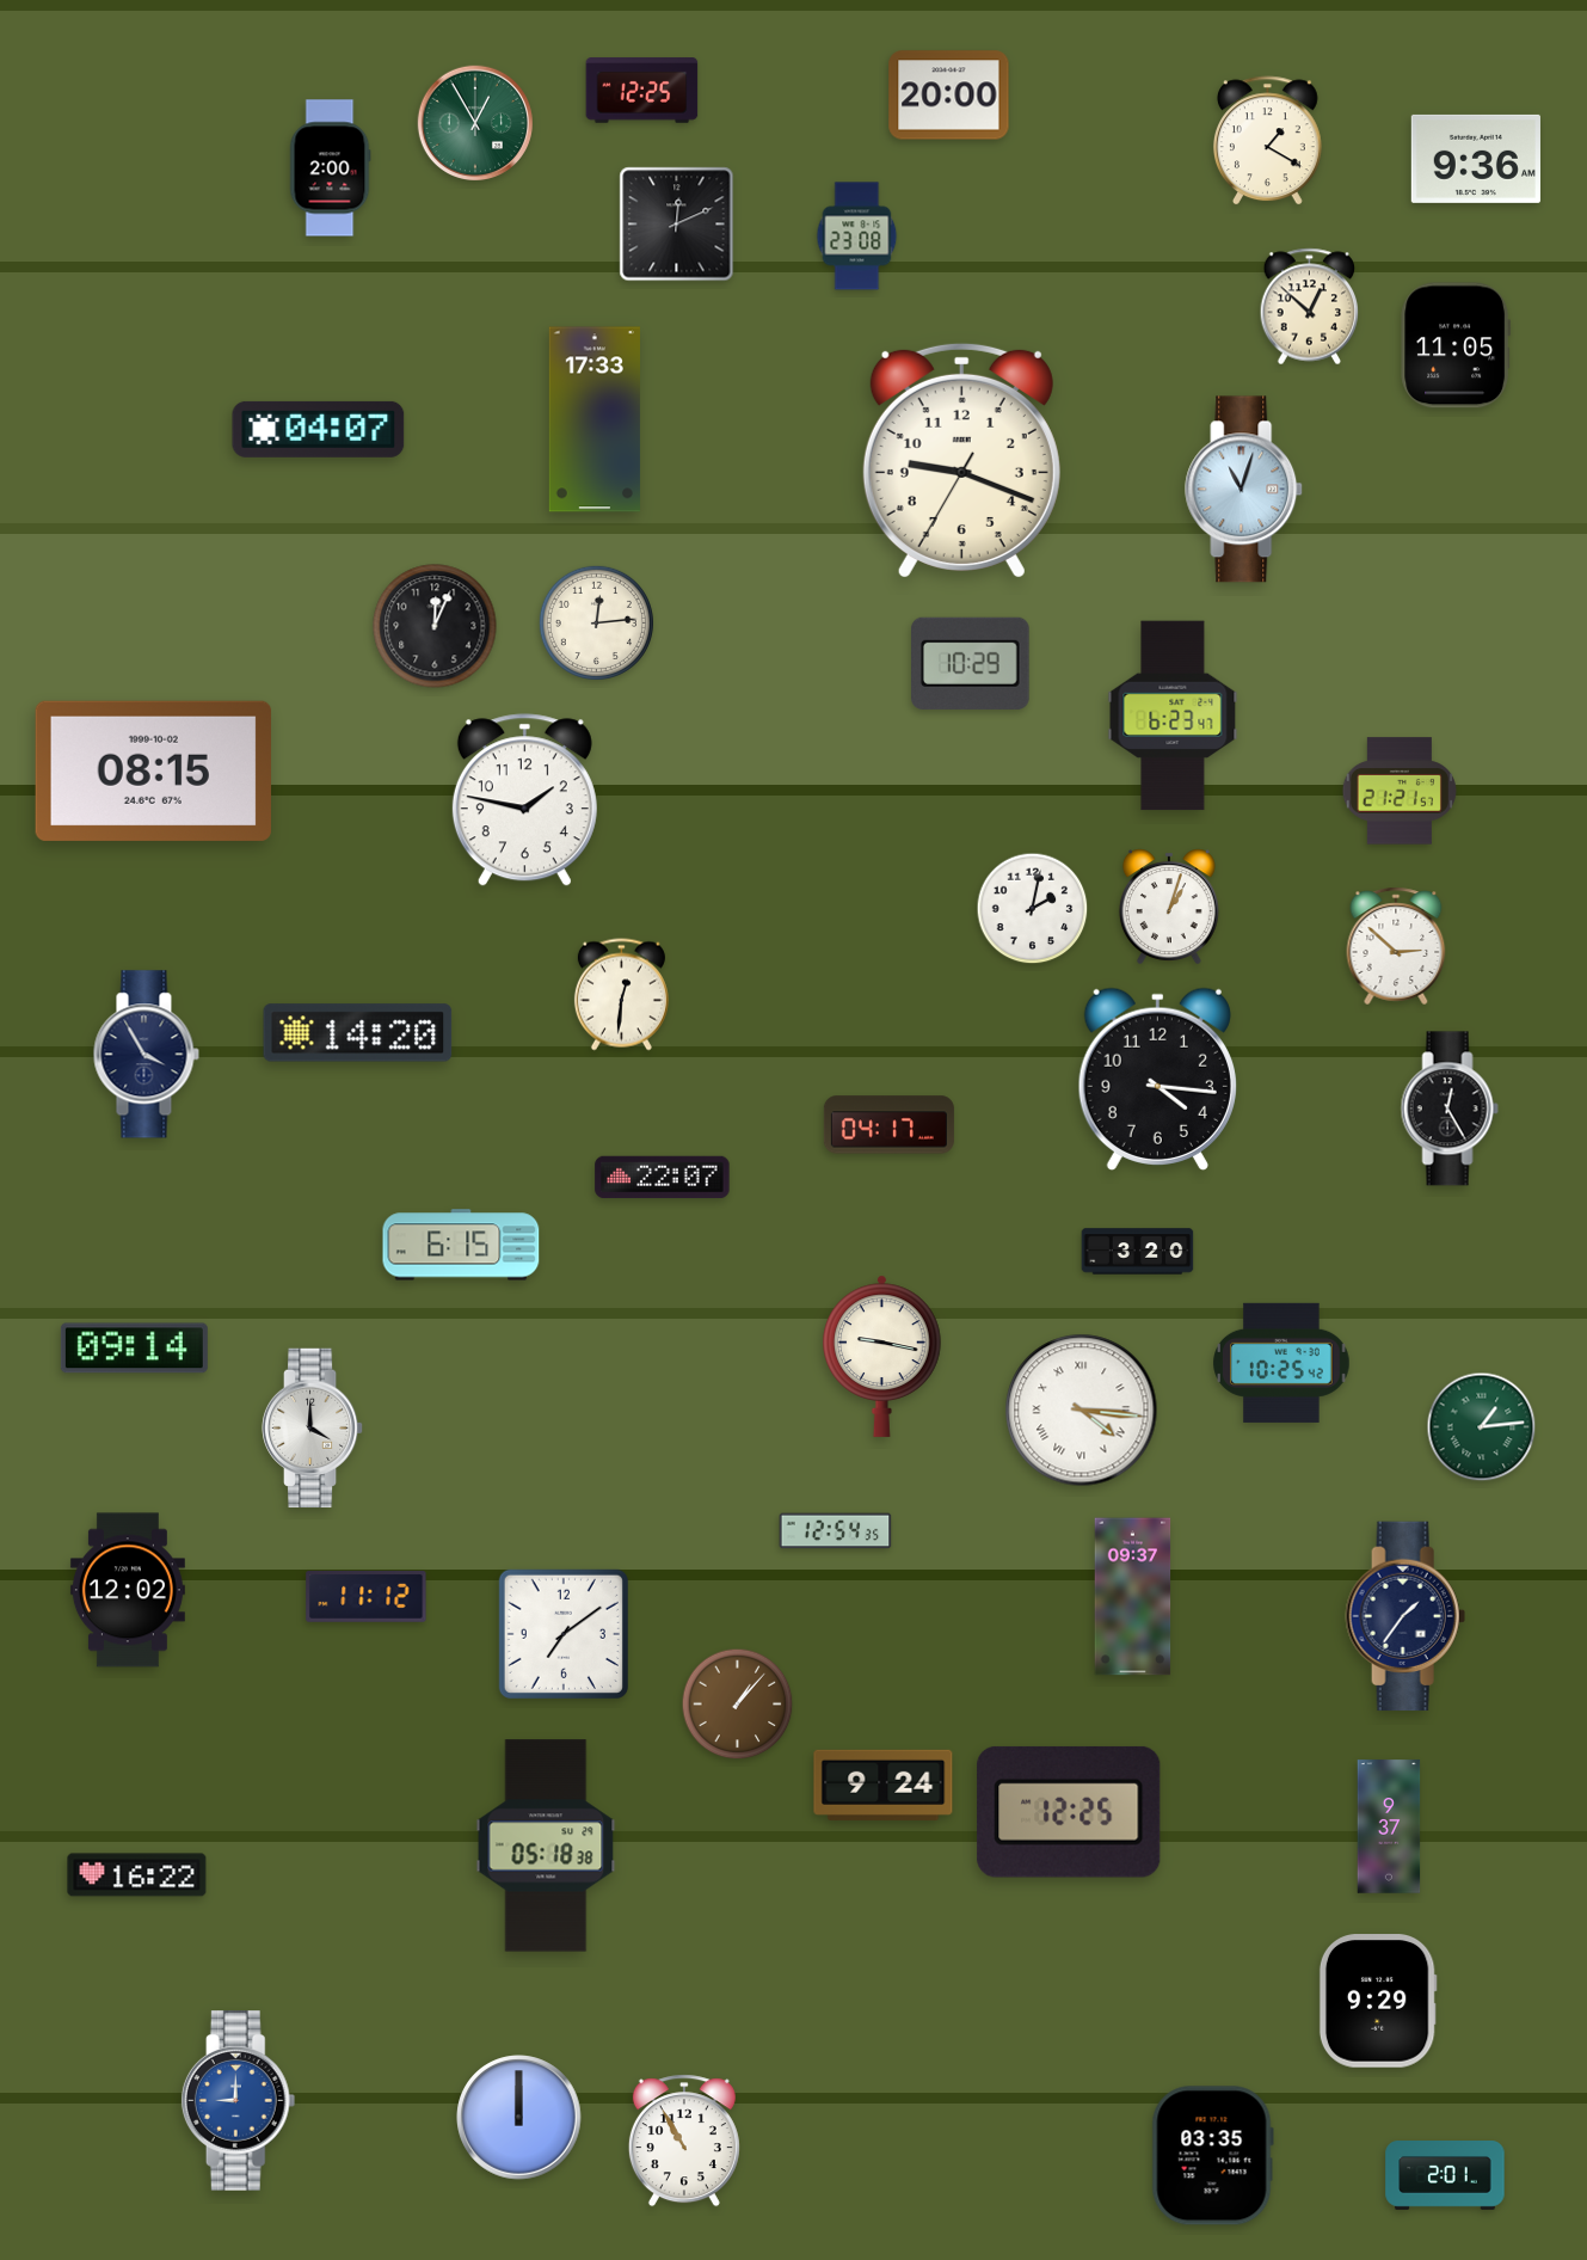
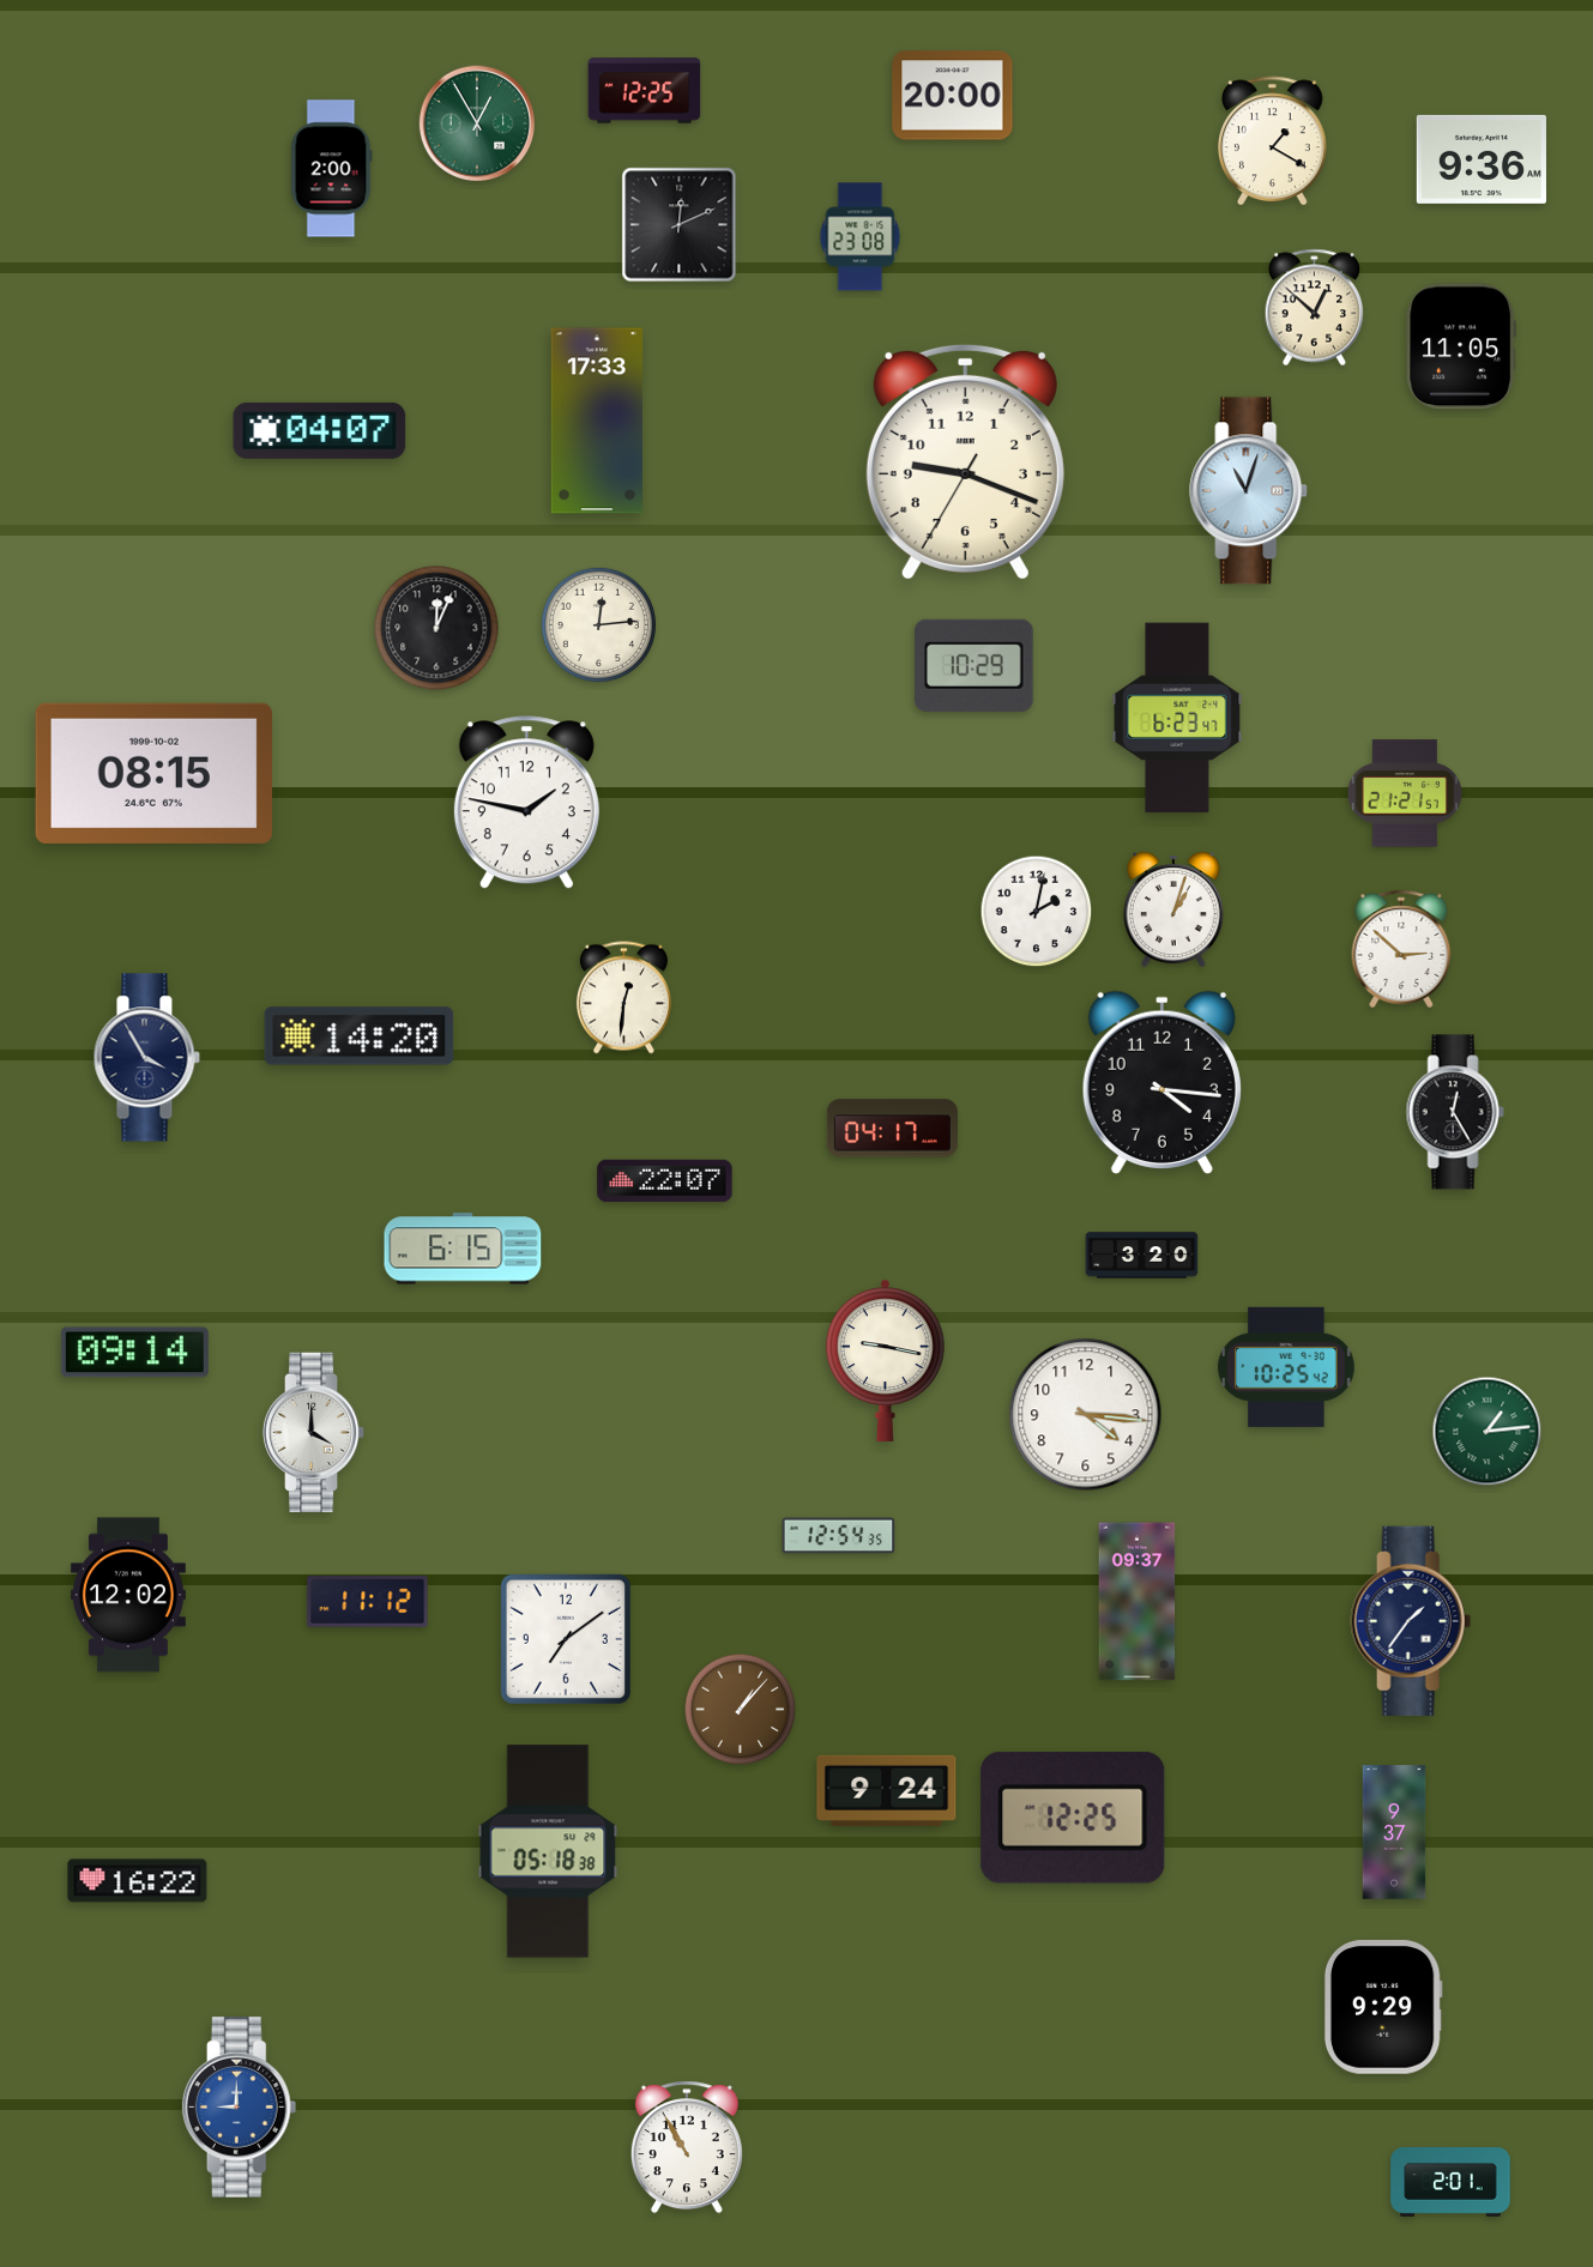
clock at (1082, 1411) numerals: Roman -> Arabic
clock at (519, 2118): 12:00 -> none
clock at (1212, 2156): 03:35 -> none
